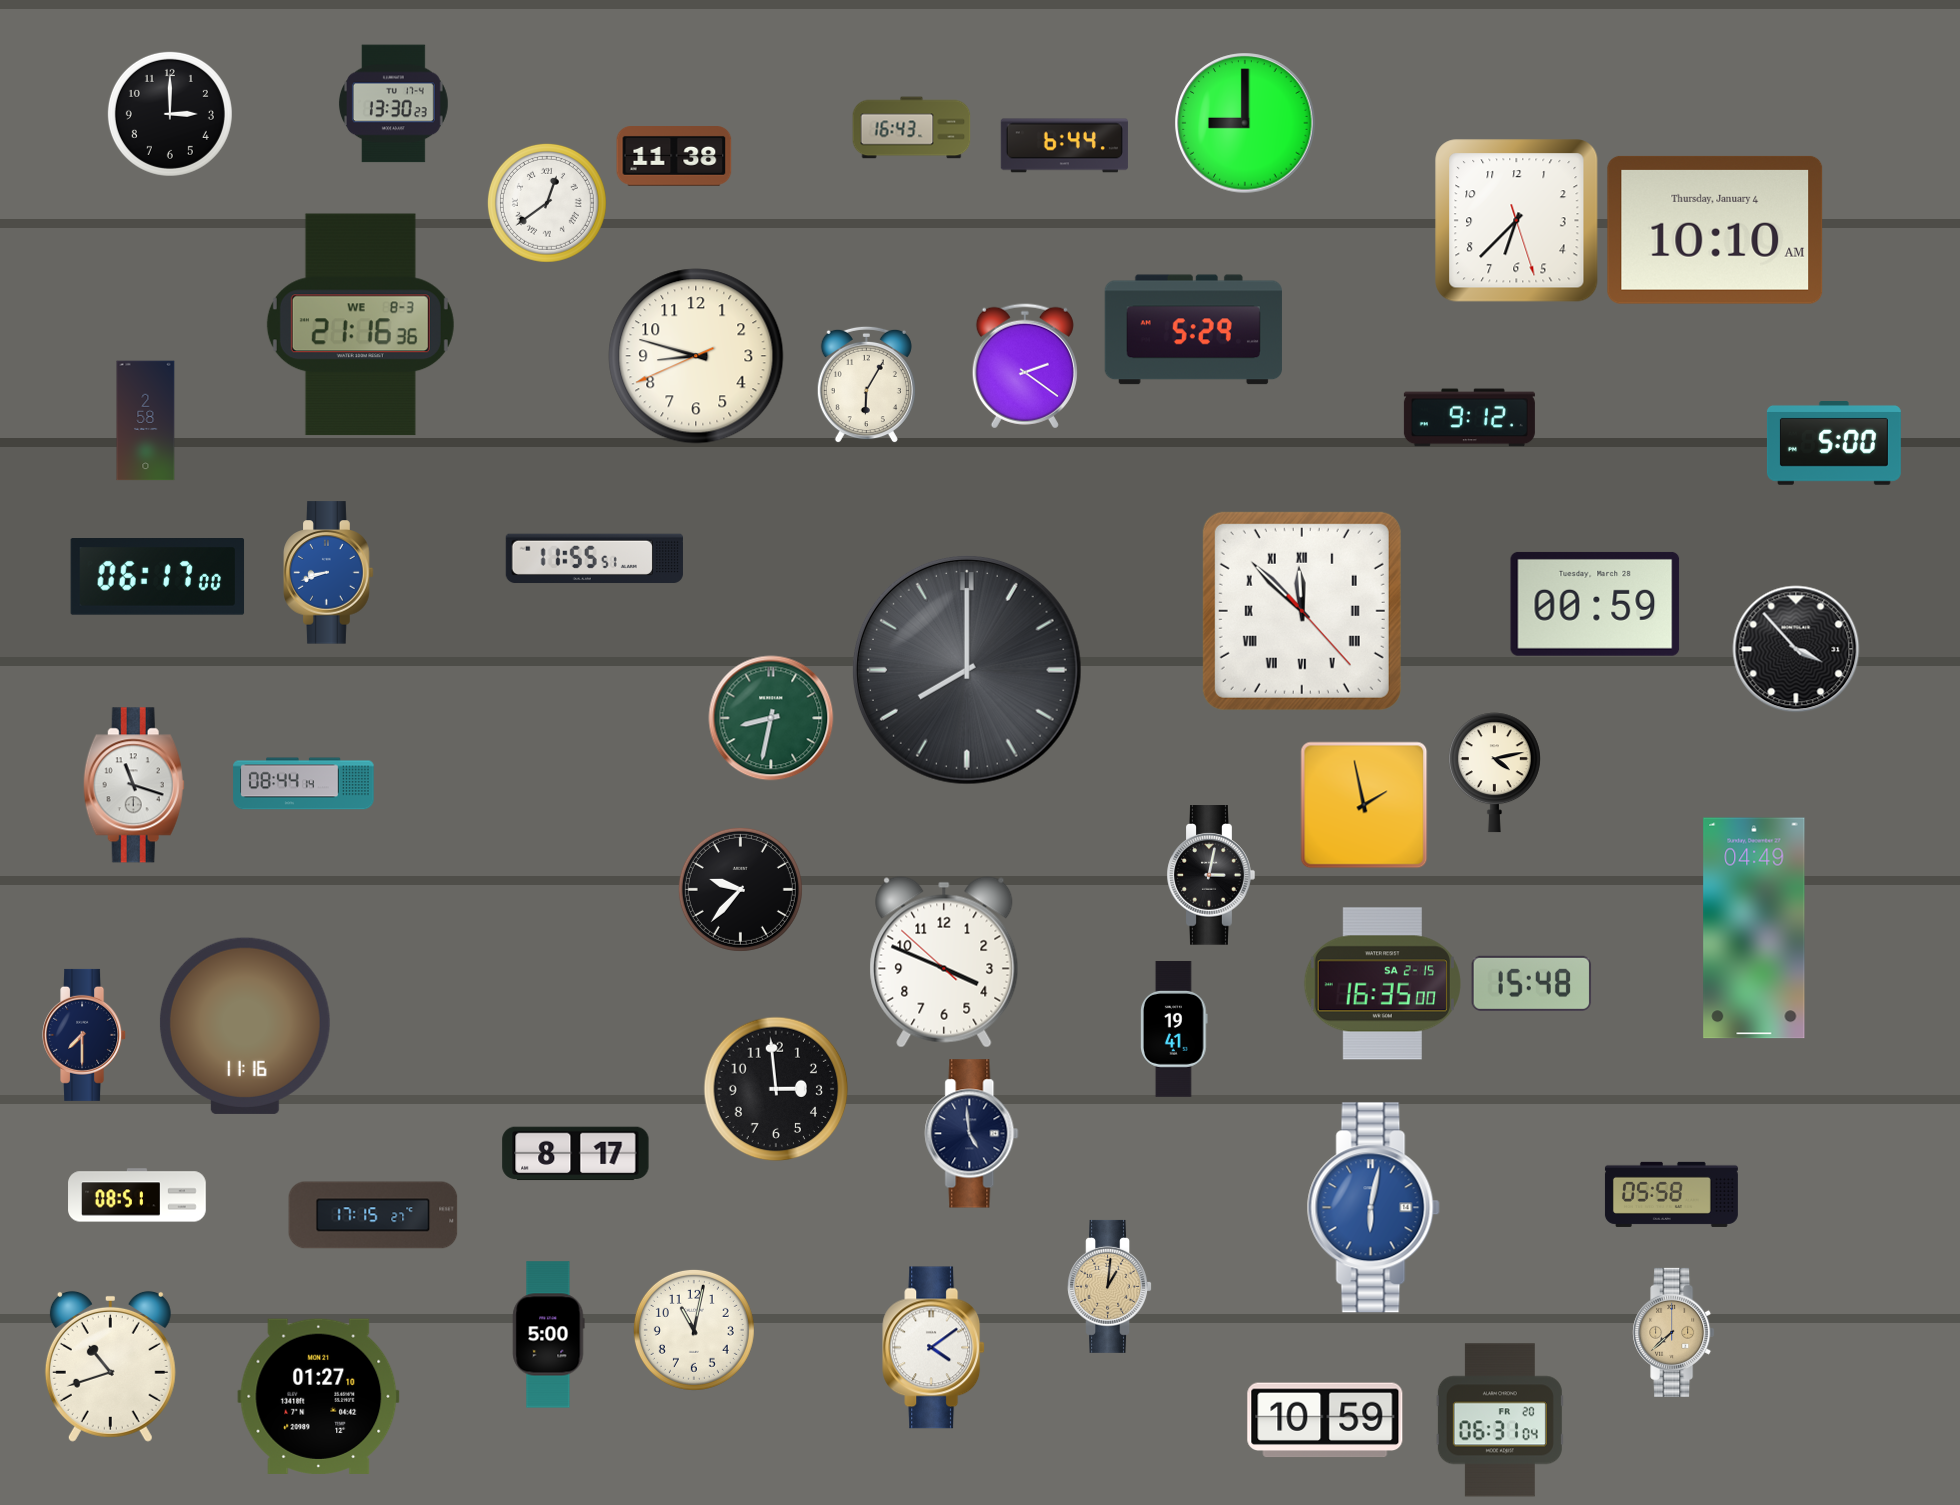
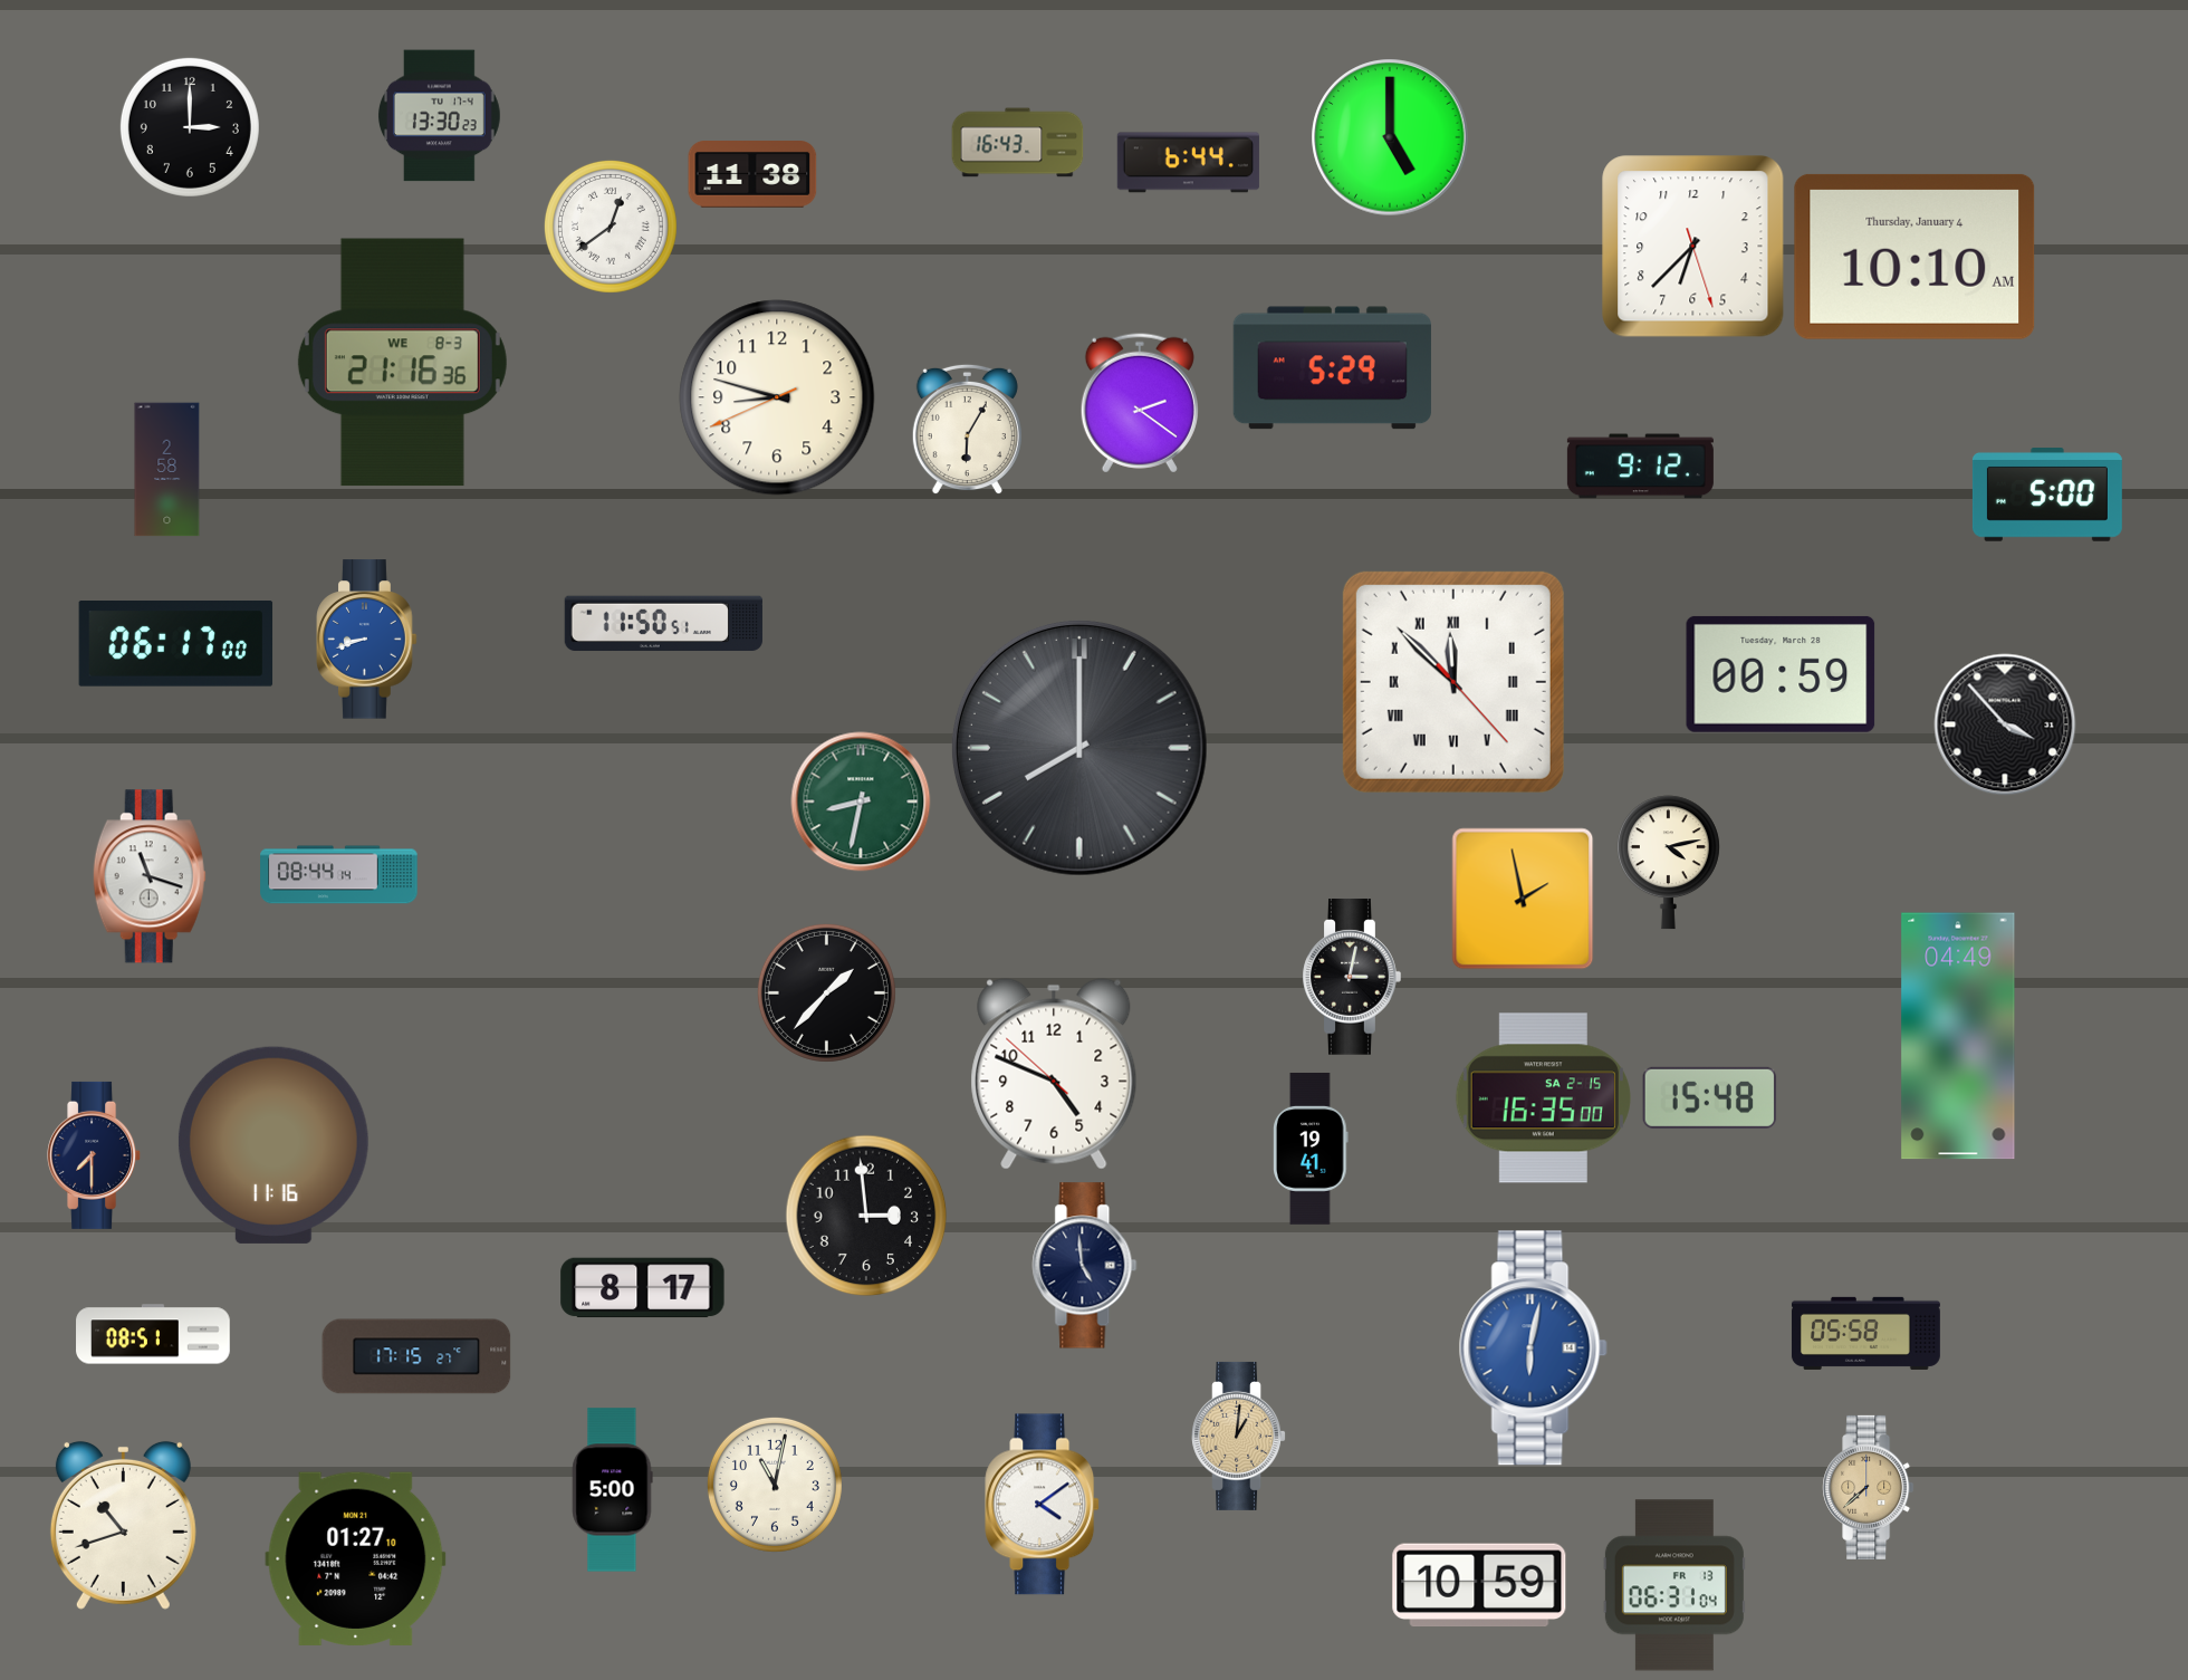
clock at (1245, 123): 9:00 -> 5:00
clock at (1025, 366) position: (1025, 366) -> (1140, 403)
clock at (146, 421) position: (146, 421) -> (167, 470)
clock at (594, 559): 11:55 -> 11:50
clock at (740, 889): 9:37 -> 1:37
clock at (944, 962): 3:48 -> 4:48
clock at (1500, 1420) date: FR 20 -> FR 13
